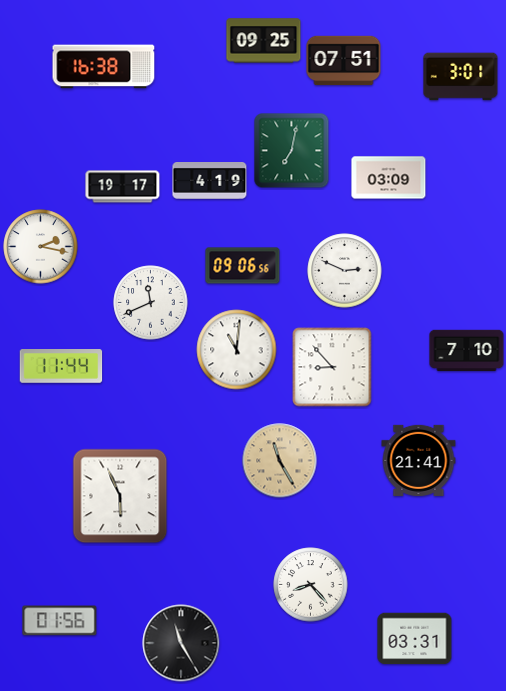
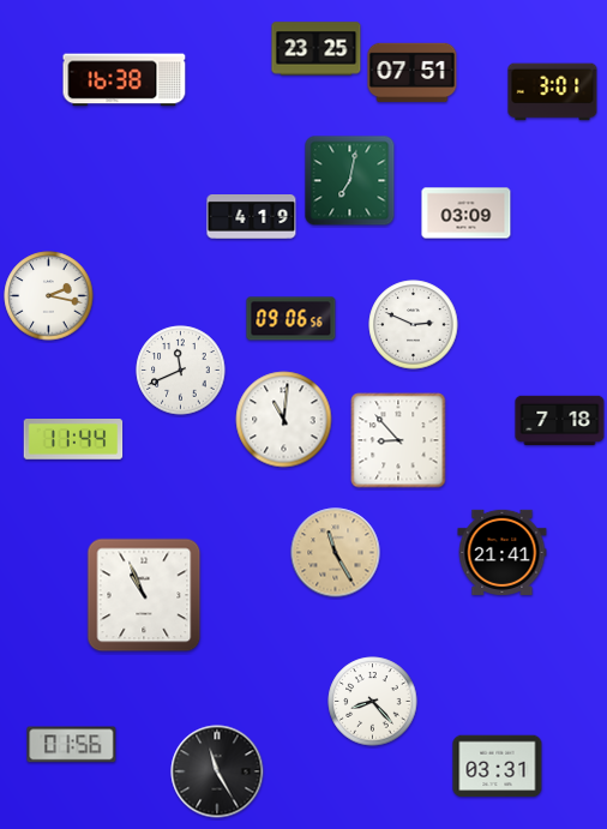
clock at (264, 41): 09:25 -> 23:25
clock at (123, 187): 19:17 -> none
clock at (151, 303) position: (151, 303) -> (181, 371)
clock at (467, 351): 7:10 -> 7:18
clock at (120, 496): 5:56 -> 10:56
